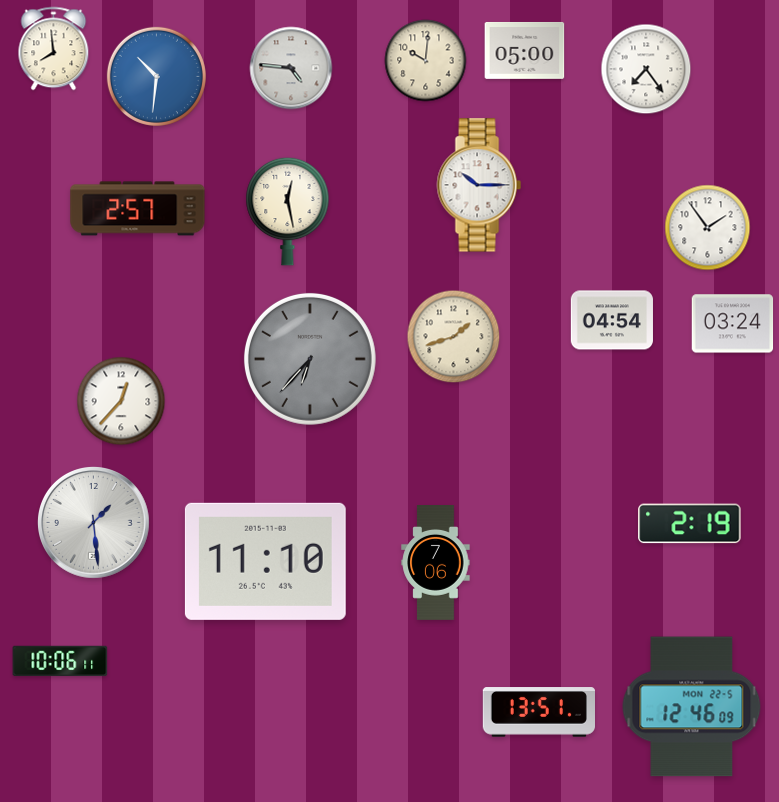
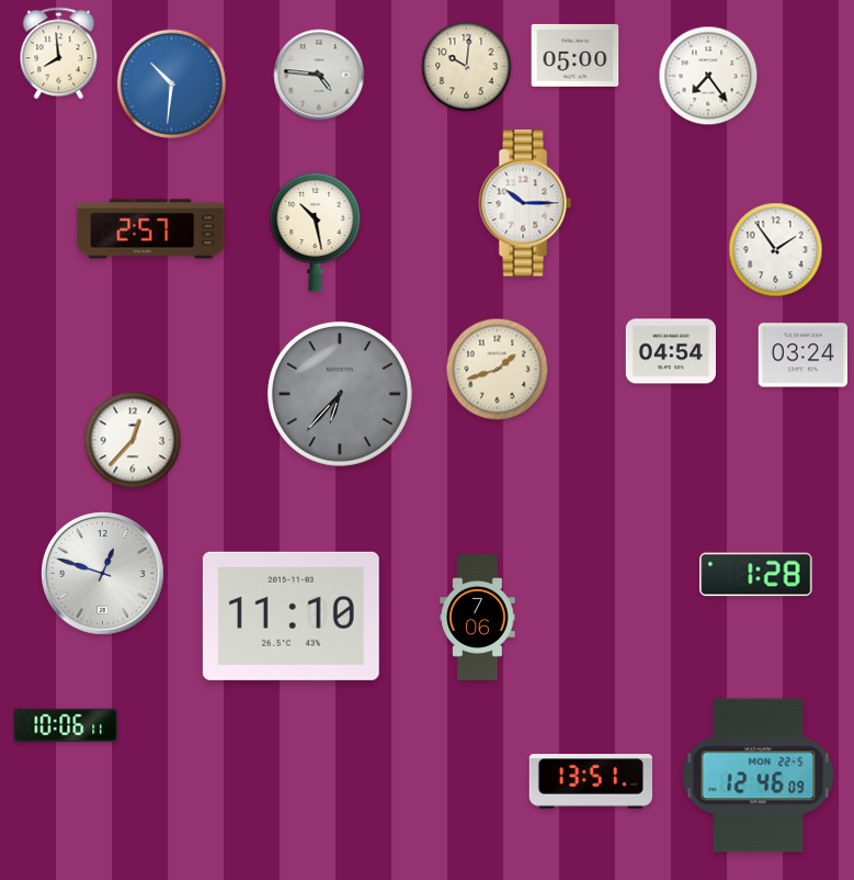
clock at (288, 211): 12:28 -> 10:28
clock at (94, 523): 1:29 -> 12:48
clock at (690, 524): 2:19 -> 1:28
